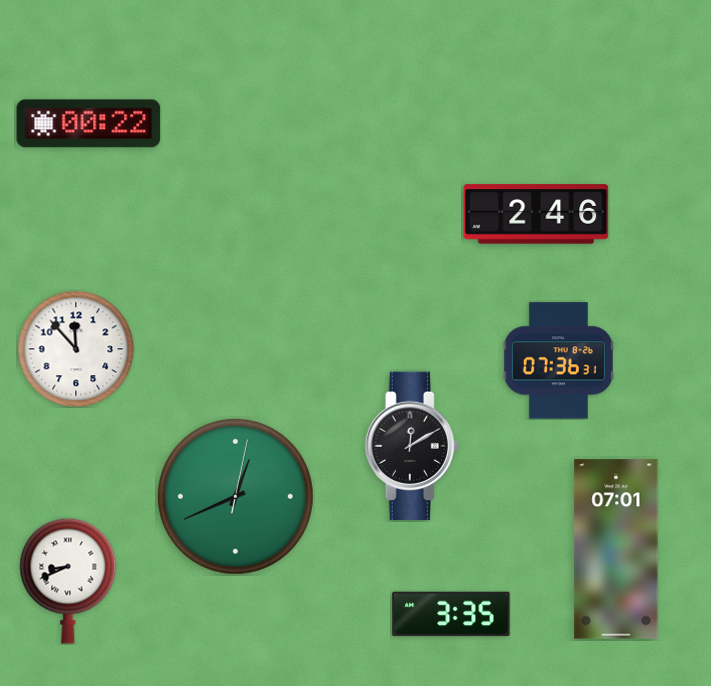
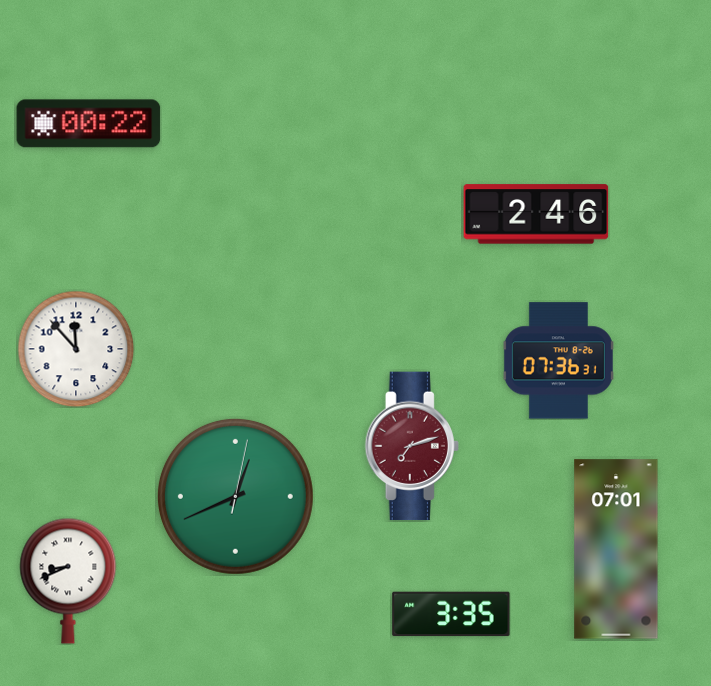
clock at (412, 446): 12:10 -> 7:12
clock at (412, 446) dial: black -> burgundy
